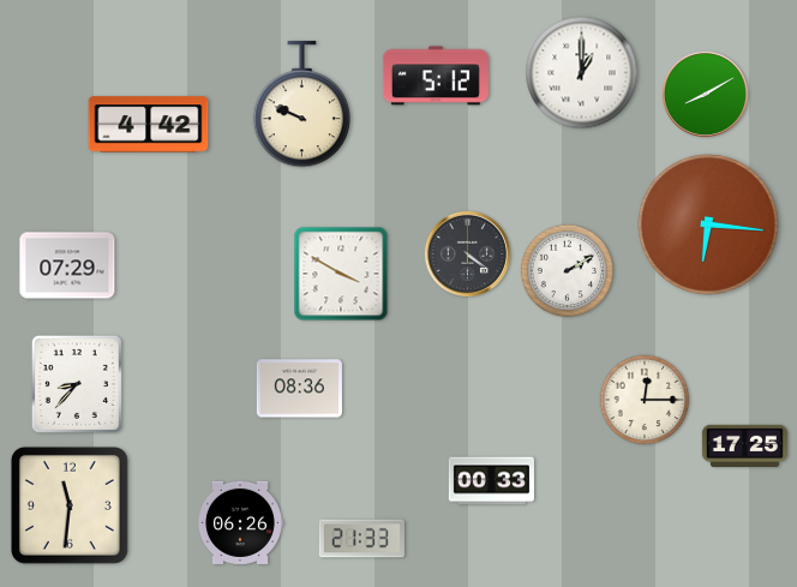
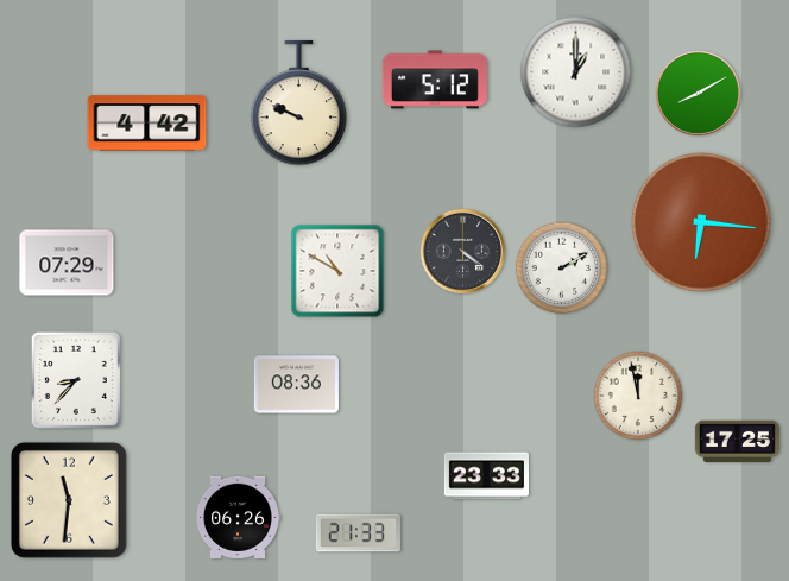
clock at (436, 76) position: (436, 76) -> (435, 80)
clock at (341, 274): 3:50 -> 10:50
clock at (645, 400): 12:15 -> 11:58
clock at (491, 481): 00:33 -> 23:33
